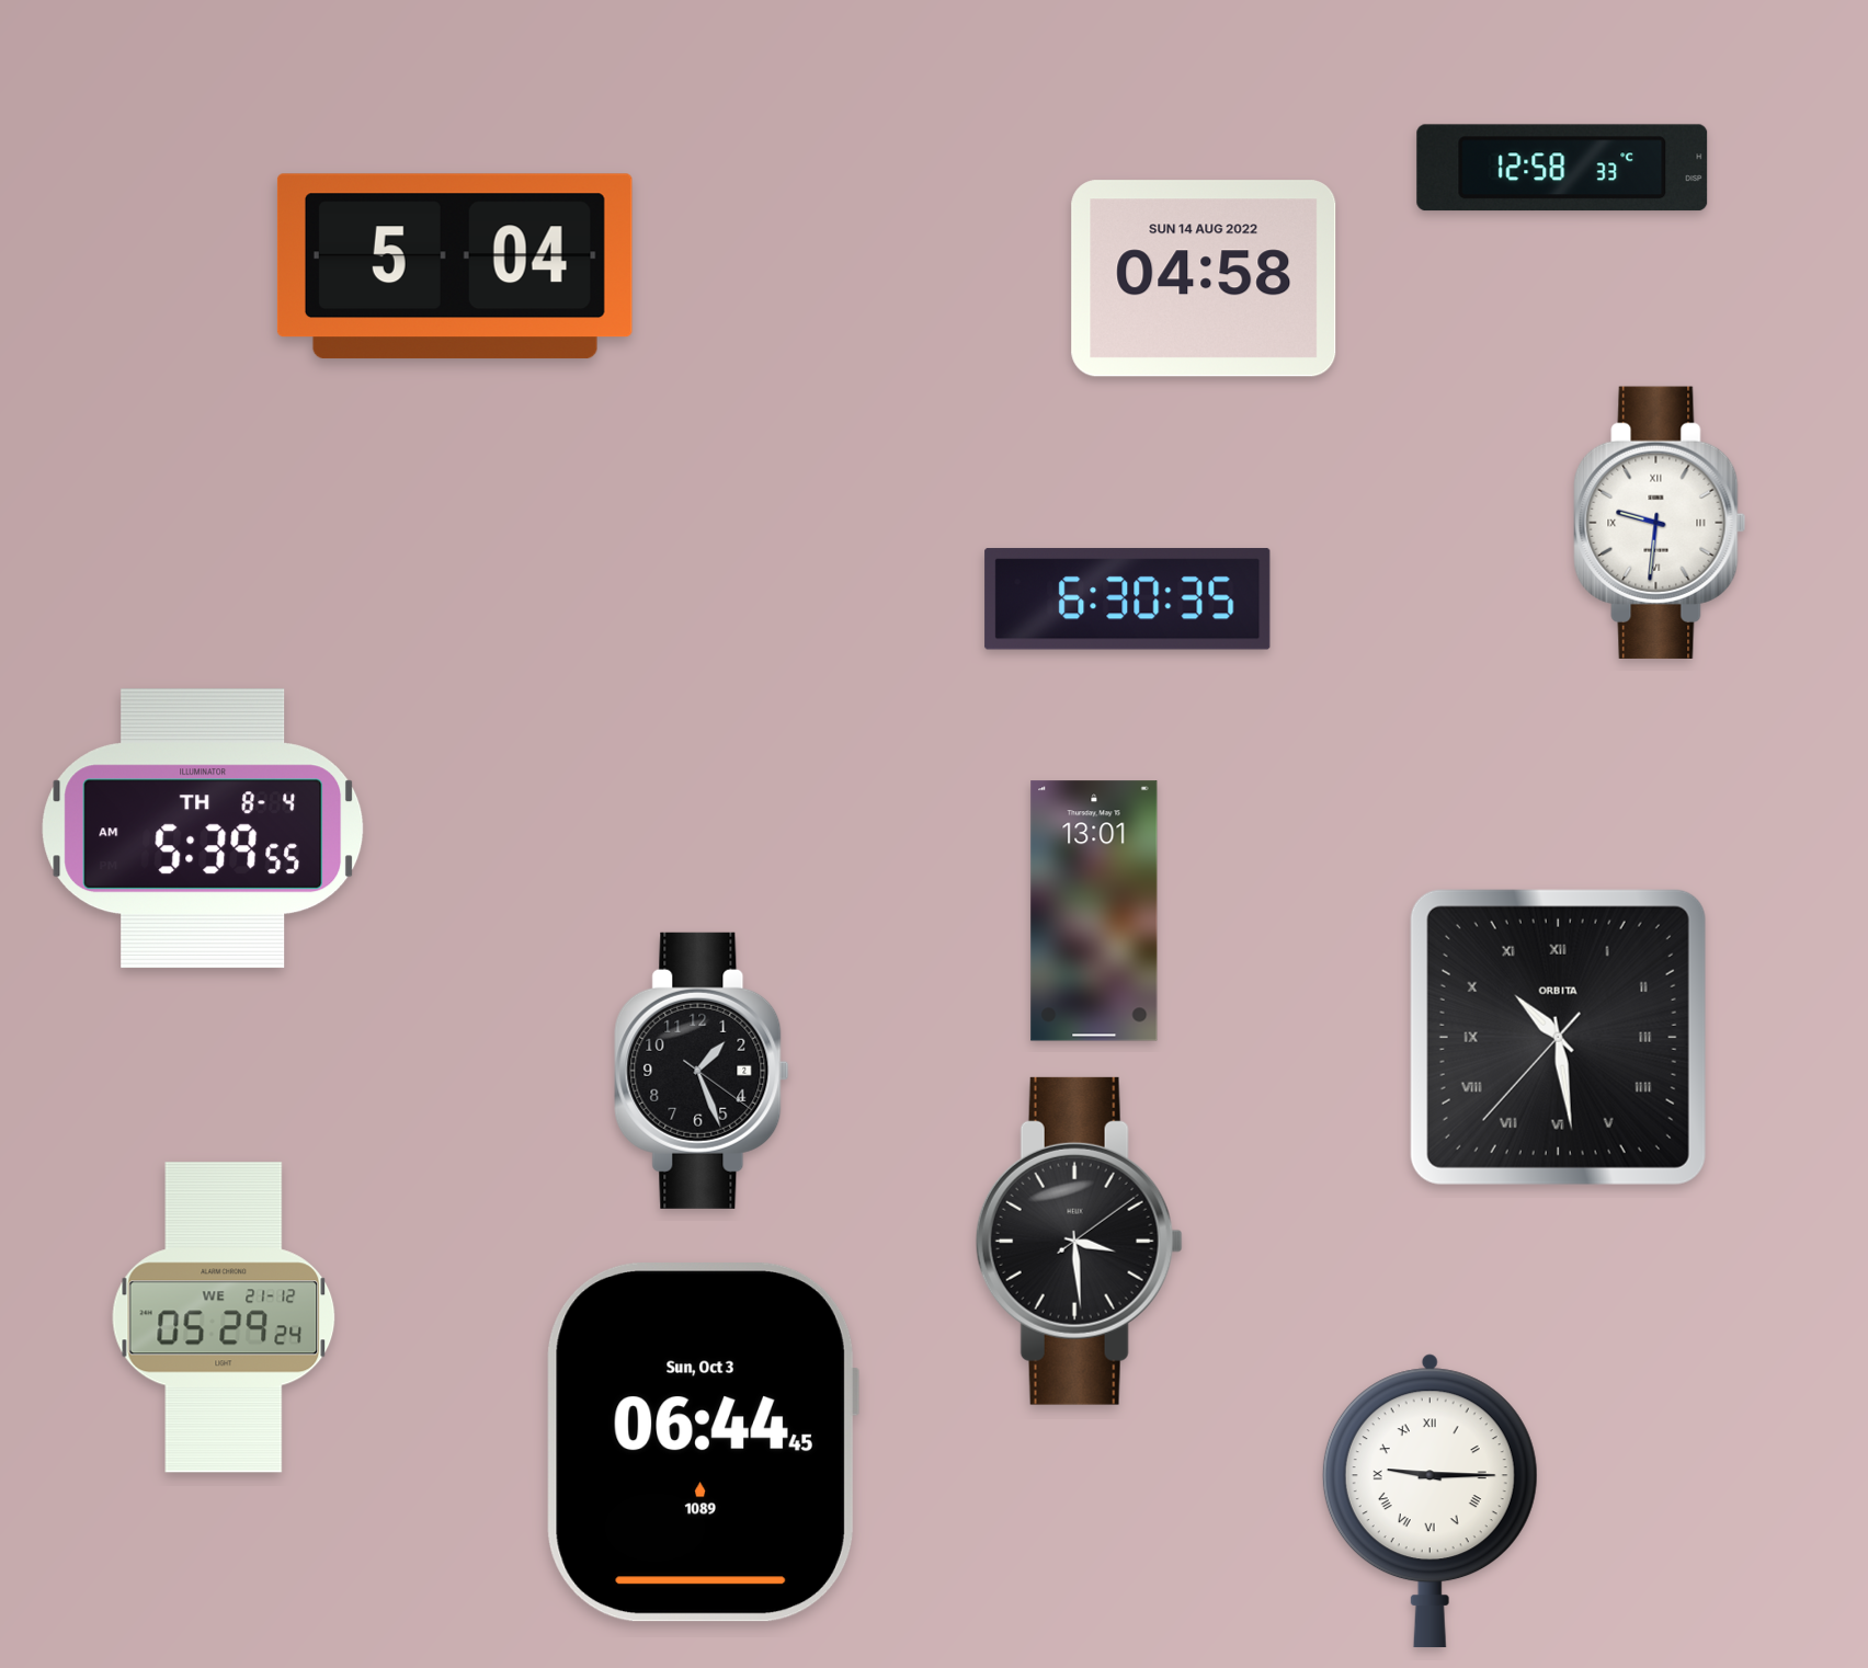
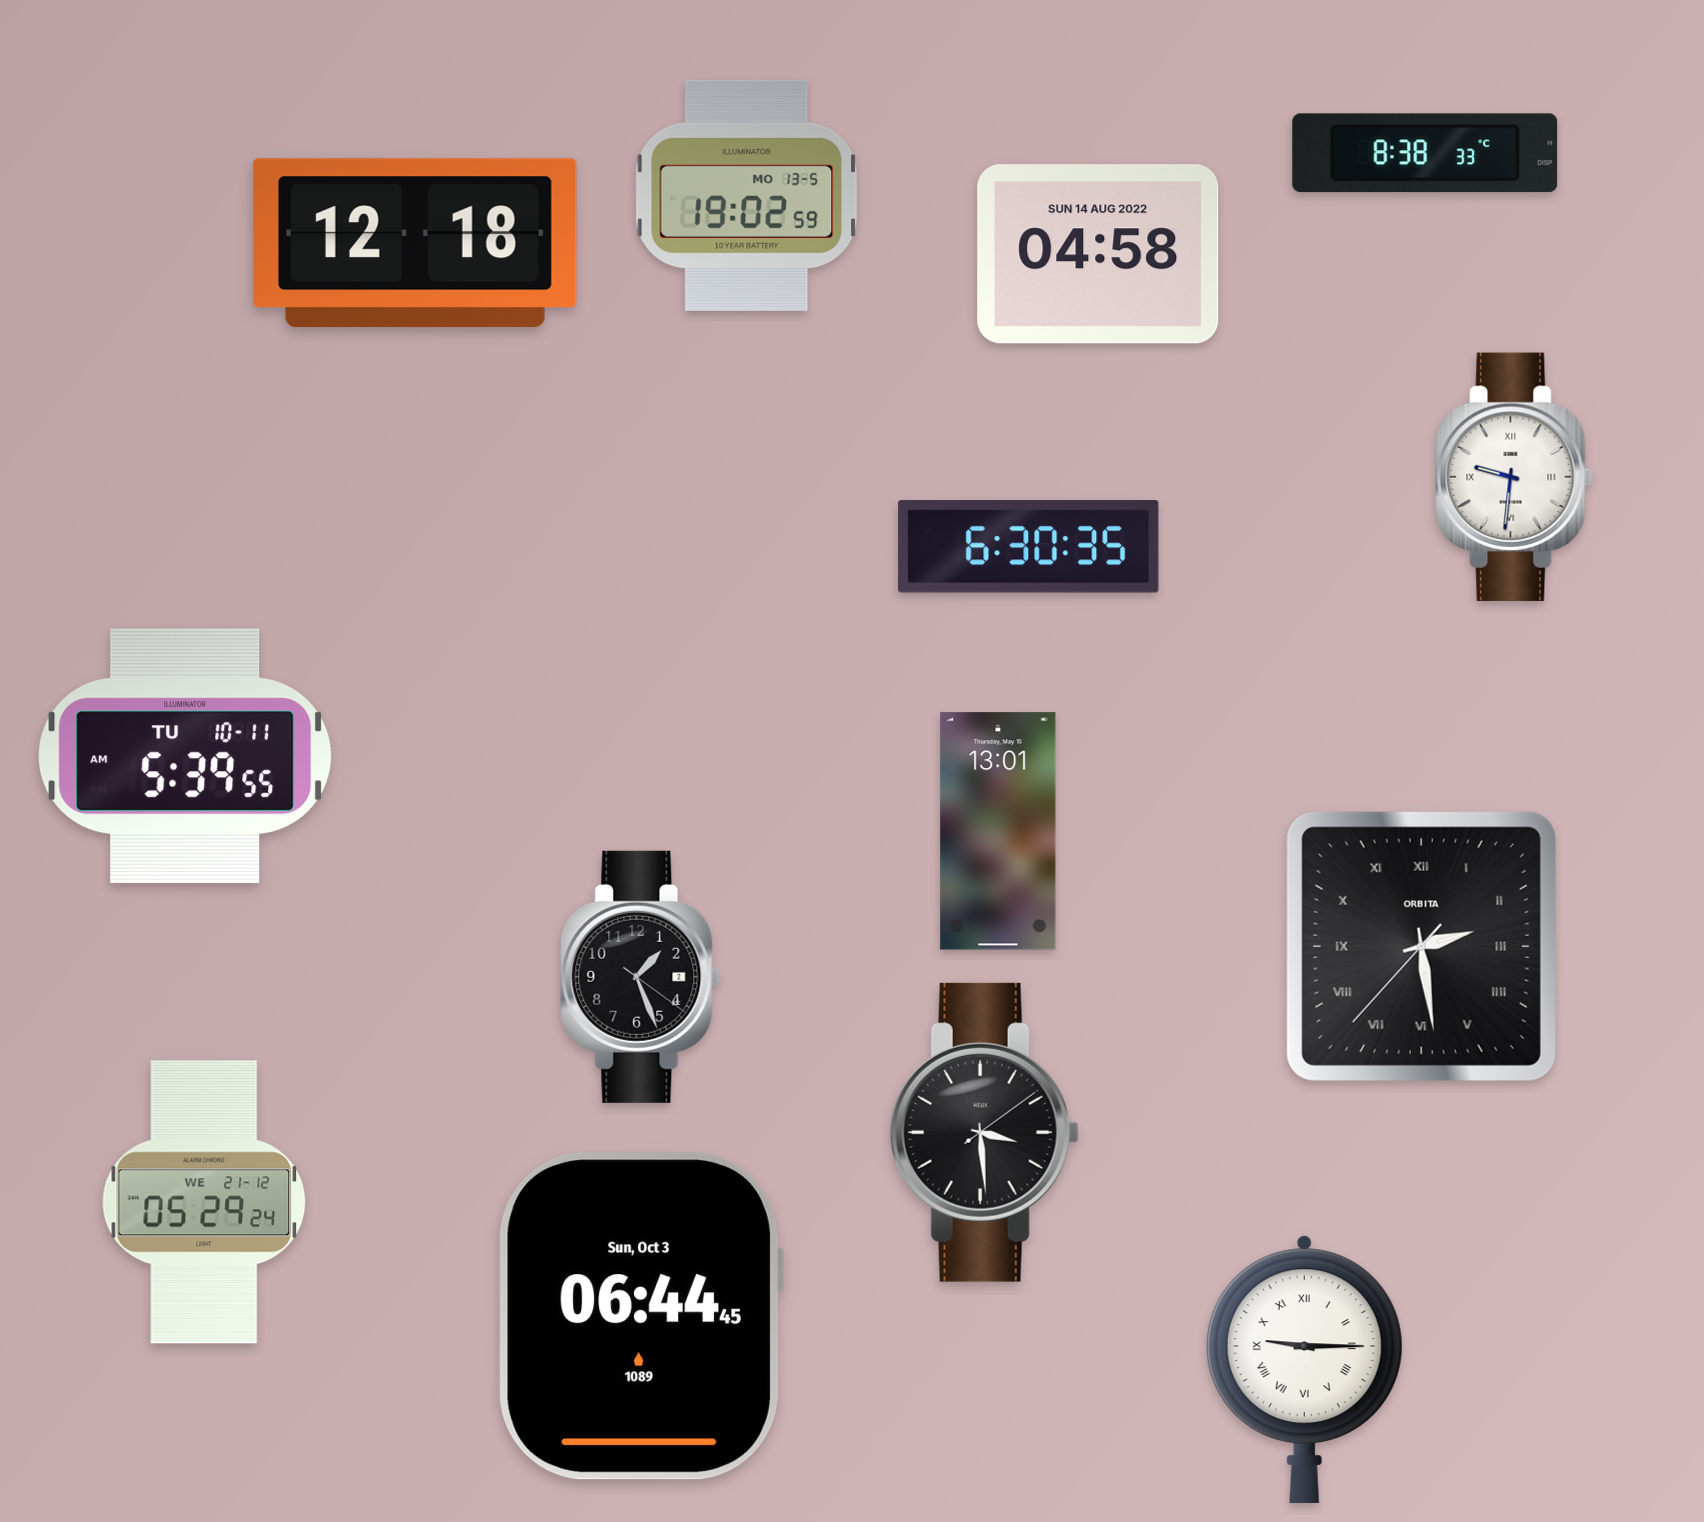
clock at (1562, 168): 12:58 -> 8:38
clock at (747, 195): none -> 19:02
clock at (455, 266): 5:04 -> 12:18
clock at (203, 829) date: TH 8-4 -> TU 10-11
clock at (1558, 1037): 10:28 -> 2:28
